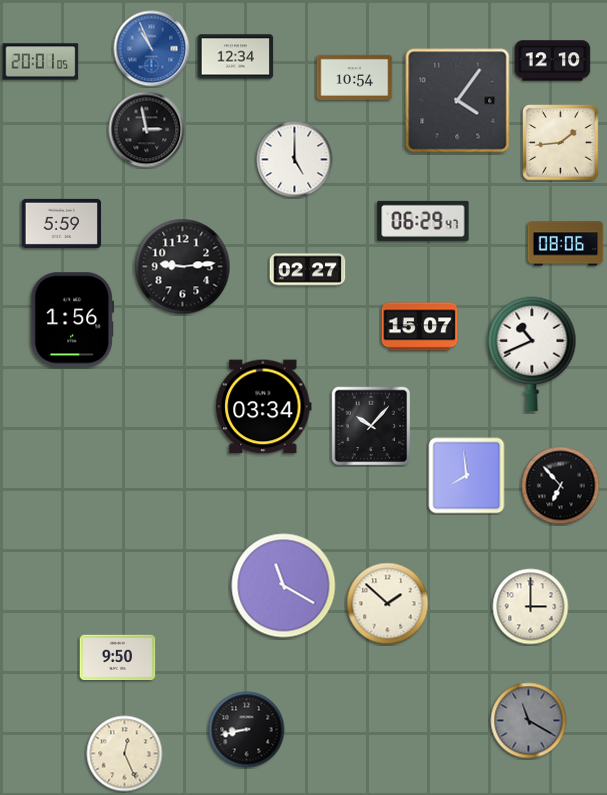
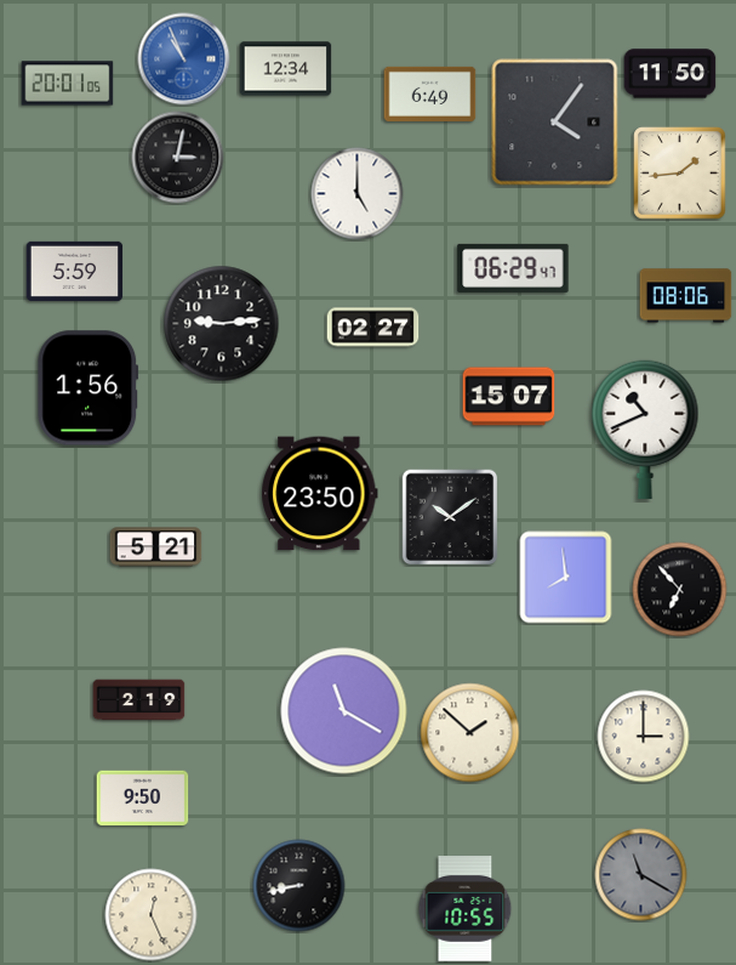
clock at (553, 61): 12:10 -> 11:50
clock at (41, 62) position: (41, 62) -> (68, 84)
clock at (355, 77): 10:54 -> 6:49
clock at (147, 130): 2:58 -> 3:02
clock at (264, 407): 03:34 -> 23:50
clock at (371, 426): 10:07 -> 10:09
clock at (156, 547): none -> 5:21
clock at (139, 700): none -> 2:19
clock at (466, 909): none -> 10:55
